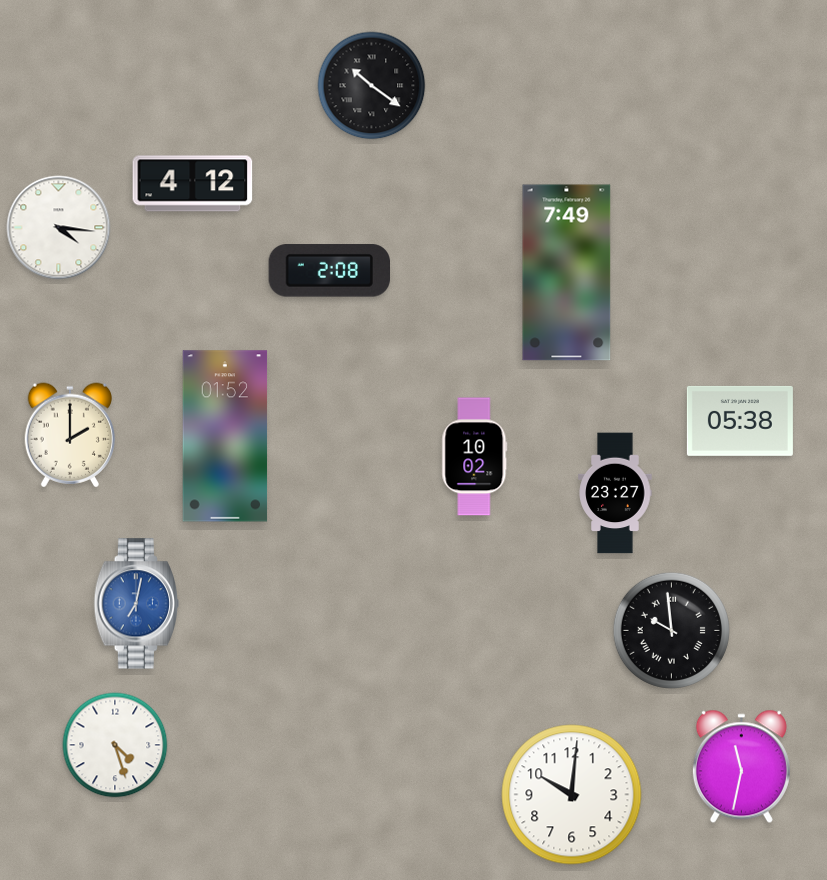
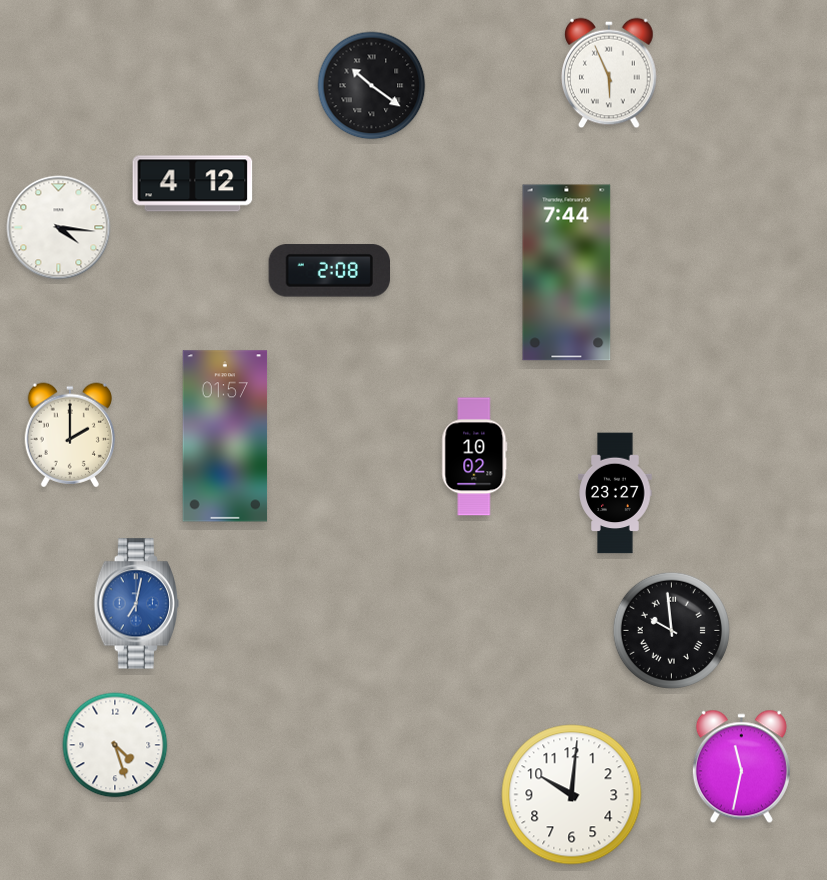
clock at (609, 73): none -> 5:56
clock at (567, 273): 7:49 -> 7:44
clock at (740, 421): 05:38 -> none
clock at (225, 436): 01:52 -> 01:57
